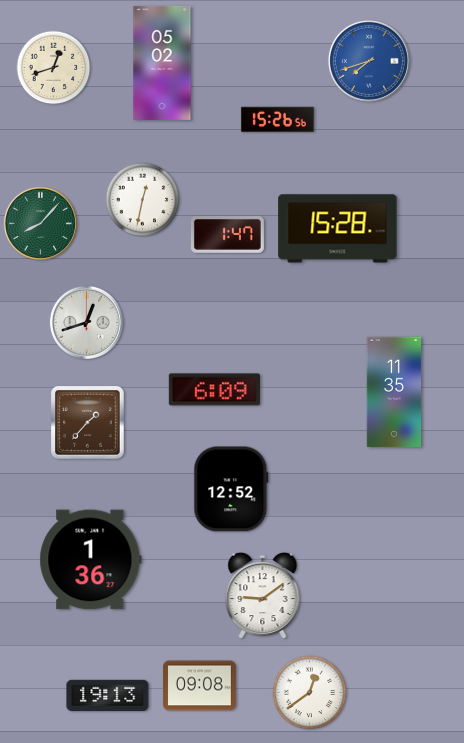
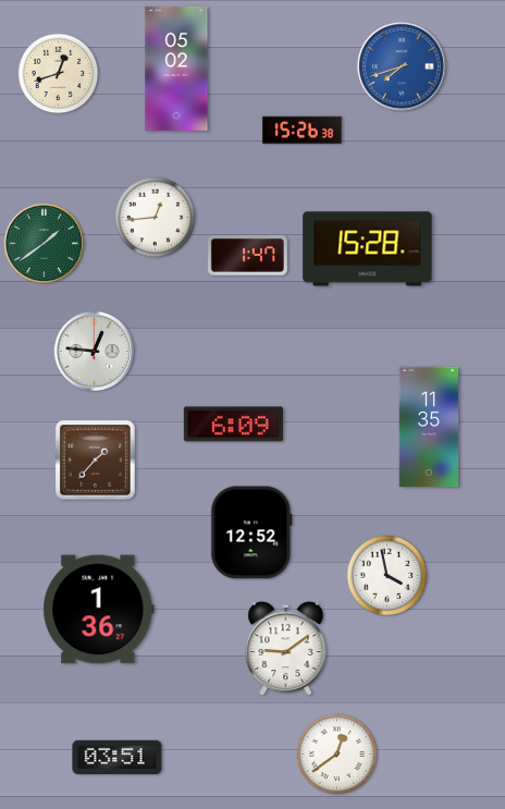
clock at (277, 119): 15:26:56 -> 15:26:38
clock at (143, 200): 12:32 -> 12:44
clock at (40, 223): 8:07 -> 1:39
clock at (86, 322): 12:42 -> 12:46
clock at (387, 576): none -> 3:58
clock at (199, 686): 09:08 -> none
clock at (108, 696): 19:13 -> 03:51
